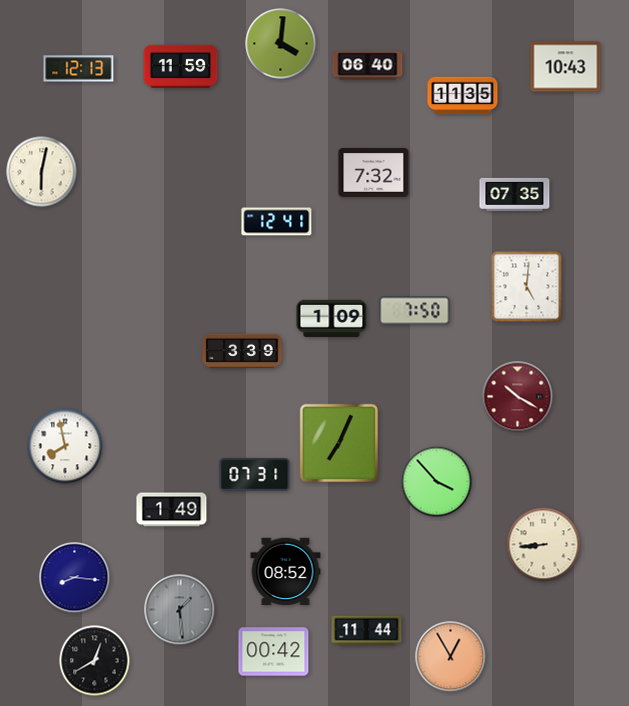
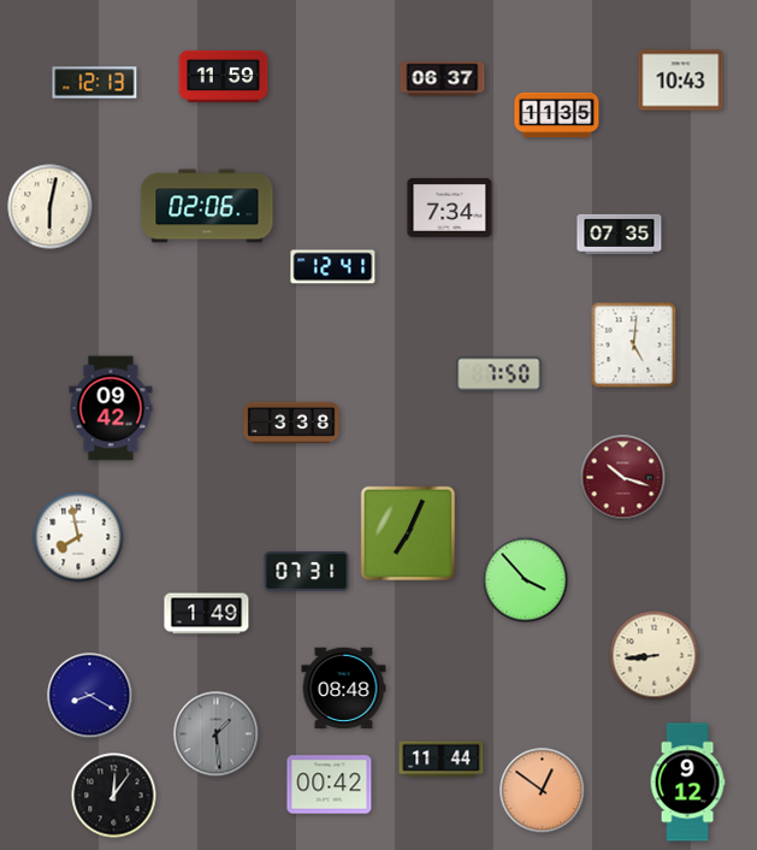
clock at (281, 44): 4:01 -> none
clock at (181, 66) position: (181, 66) -> (224, 76)
clock at (368, 66): 06:40 -> 06:37
clock at (207, 206): none -> 02:06
clock at (374, 172): 7:32 -> 7:34
clock at (332, 318): 1:09 -> none
clock at (111, 408): none -> 09:42
clock at (242, 351): 3:39 -> 3:38
clock at (518, 397): 10:20 -> 10:18
clock at (286, 572): 08:52 -> 08:48
clock at (75, 578): 8:16 -> 8:20
clock at (687, 783): none -> 9:12
clock at (451, 657): 12:55 -> 12:51
clock at (95, 661): 12:40 -> 12:06
